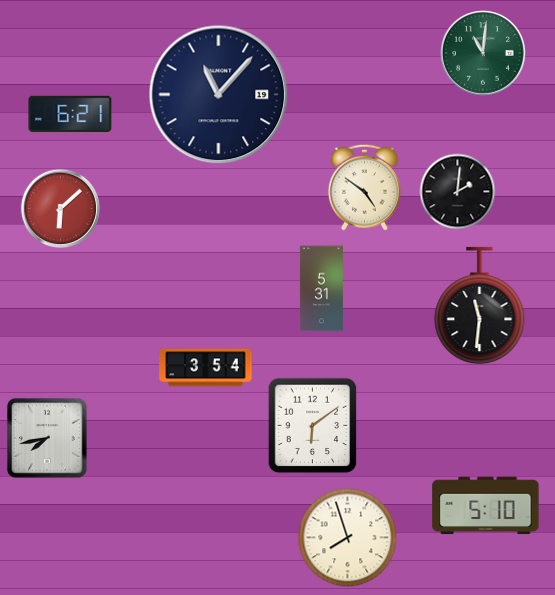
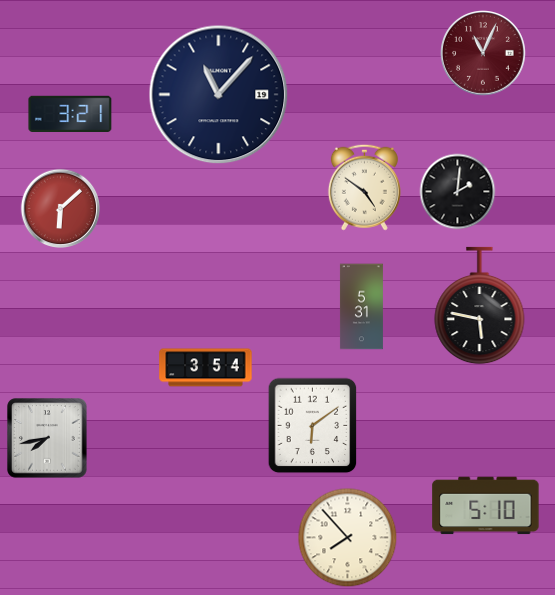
clock at (484, 54): 11:01 -> 11:04
clock at (484, 54) dial: green -> burgundy
clock at (70, 113): 6:21 -> 3:21
clock at (321, 289) position: (321, 289) -> (361, 307)
clock at (480, 306): 11:31 -> 5:47
clock at (348, 538): 7:57 -> 7:53
